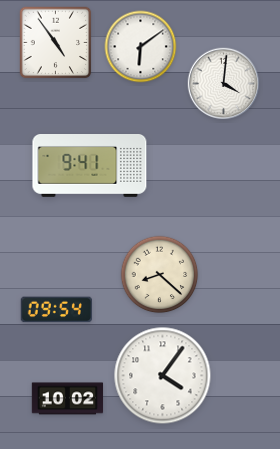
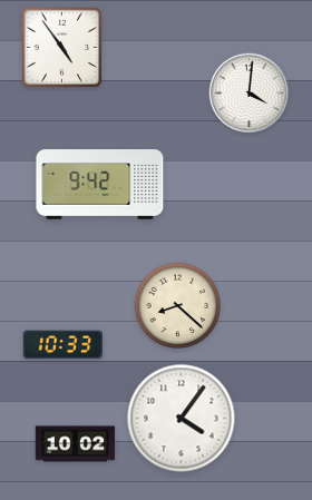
clock at (141, 47): 6:09 -> none
clock at (90, 166): 9:41 -> 9:42
clock at (56, 310): 09:54 -> 10:33
